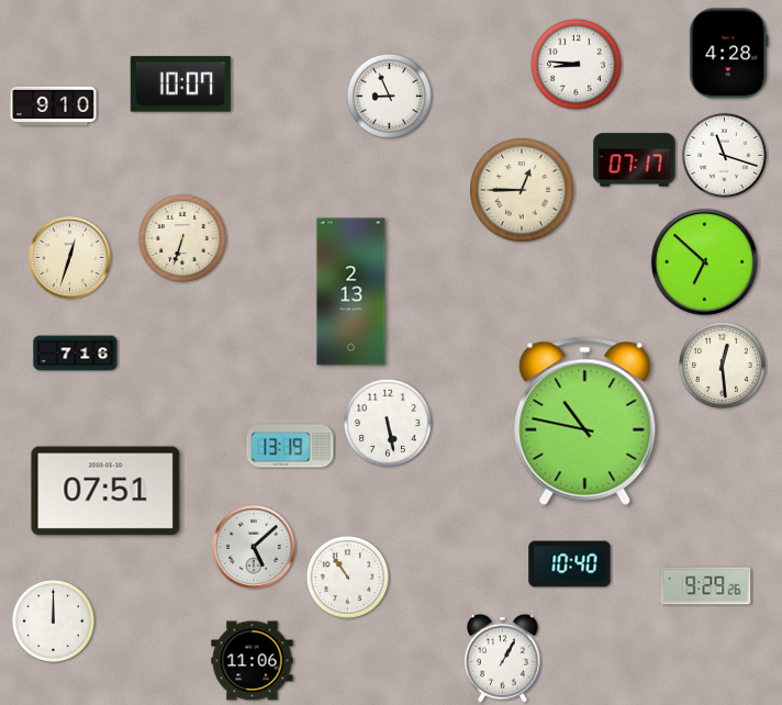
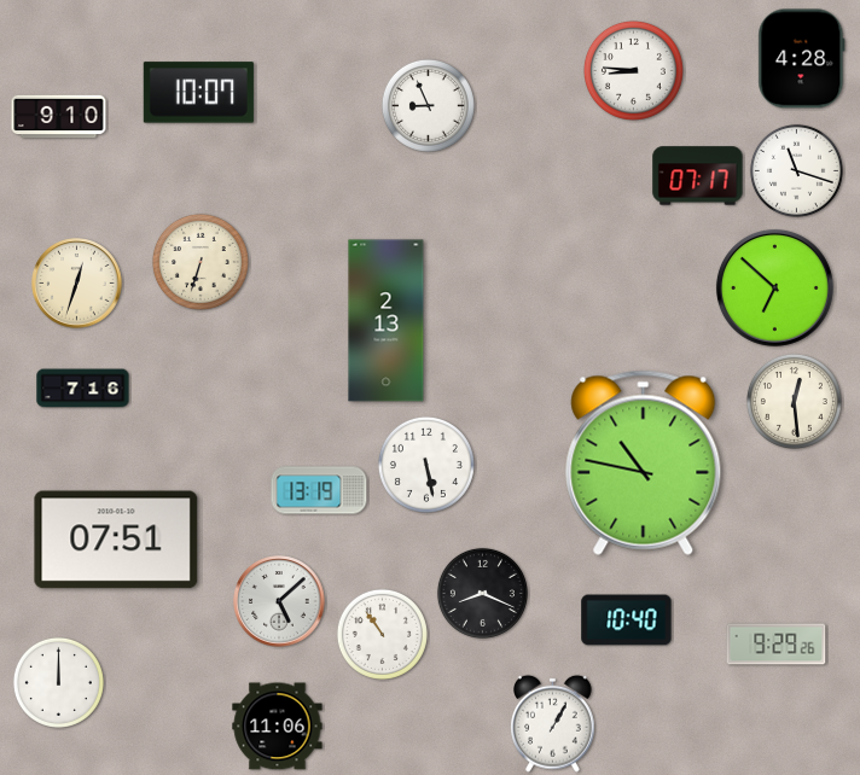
clock at (522, 190): 12:45 -> none
clock at (482, 593): none -> 8:19
